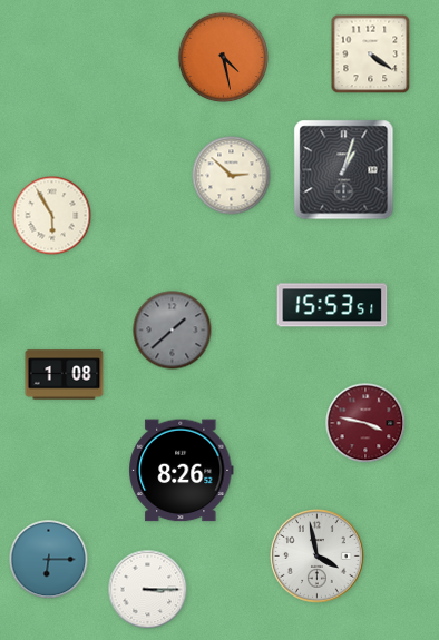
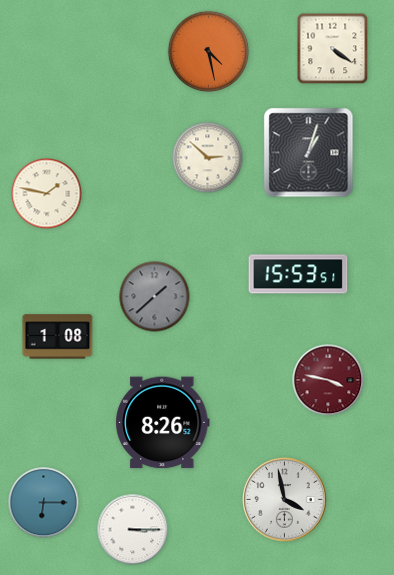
clock at (224, 58) position: (224, 58) -> (209, 52)
clock at (52, 216): 5:55 -> 1:47
